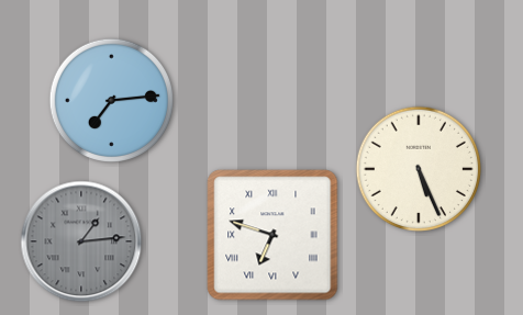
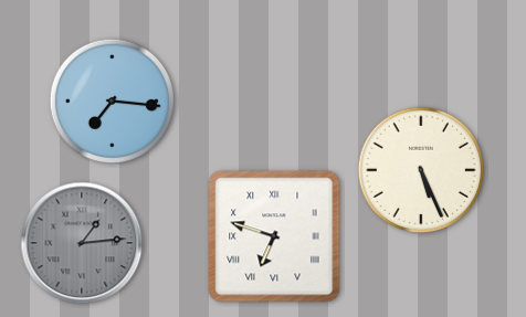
clock at (112, 101): 7:14 -> 7:16
